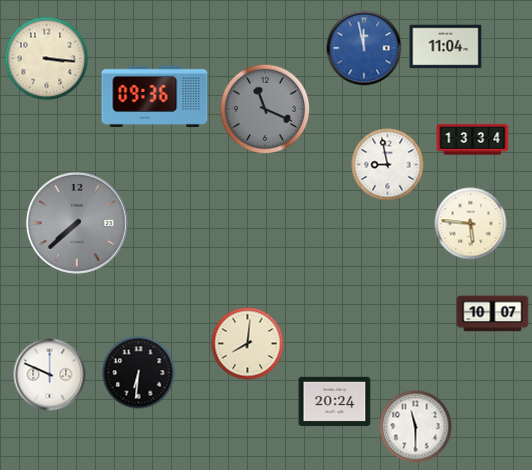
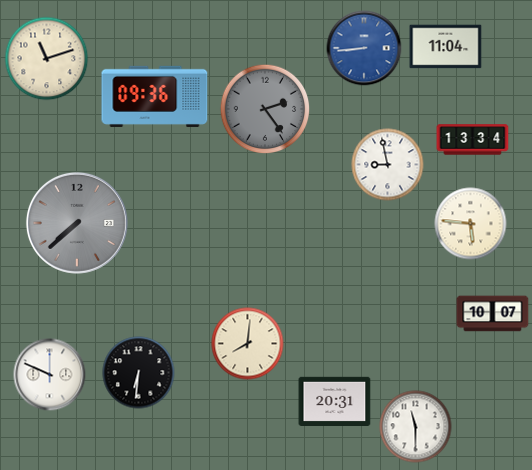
clock at (364, 48): 11:58 -> 8:44
clock at (47, 59): 3:16 -> 11:12
clock at (265, 109): 11:19 -> 2:24
clock at (335, 401): 20:24 -> 20:31
